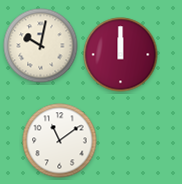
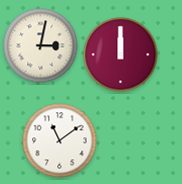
clock at (41, 46): 10:02 -> 3:02
